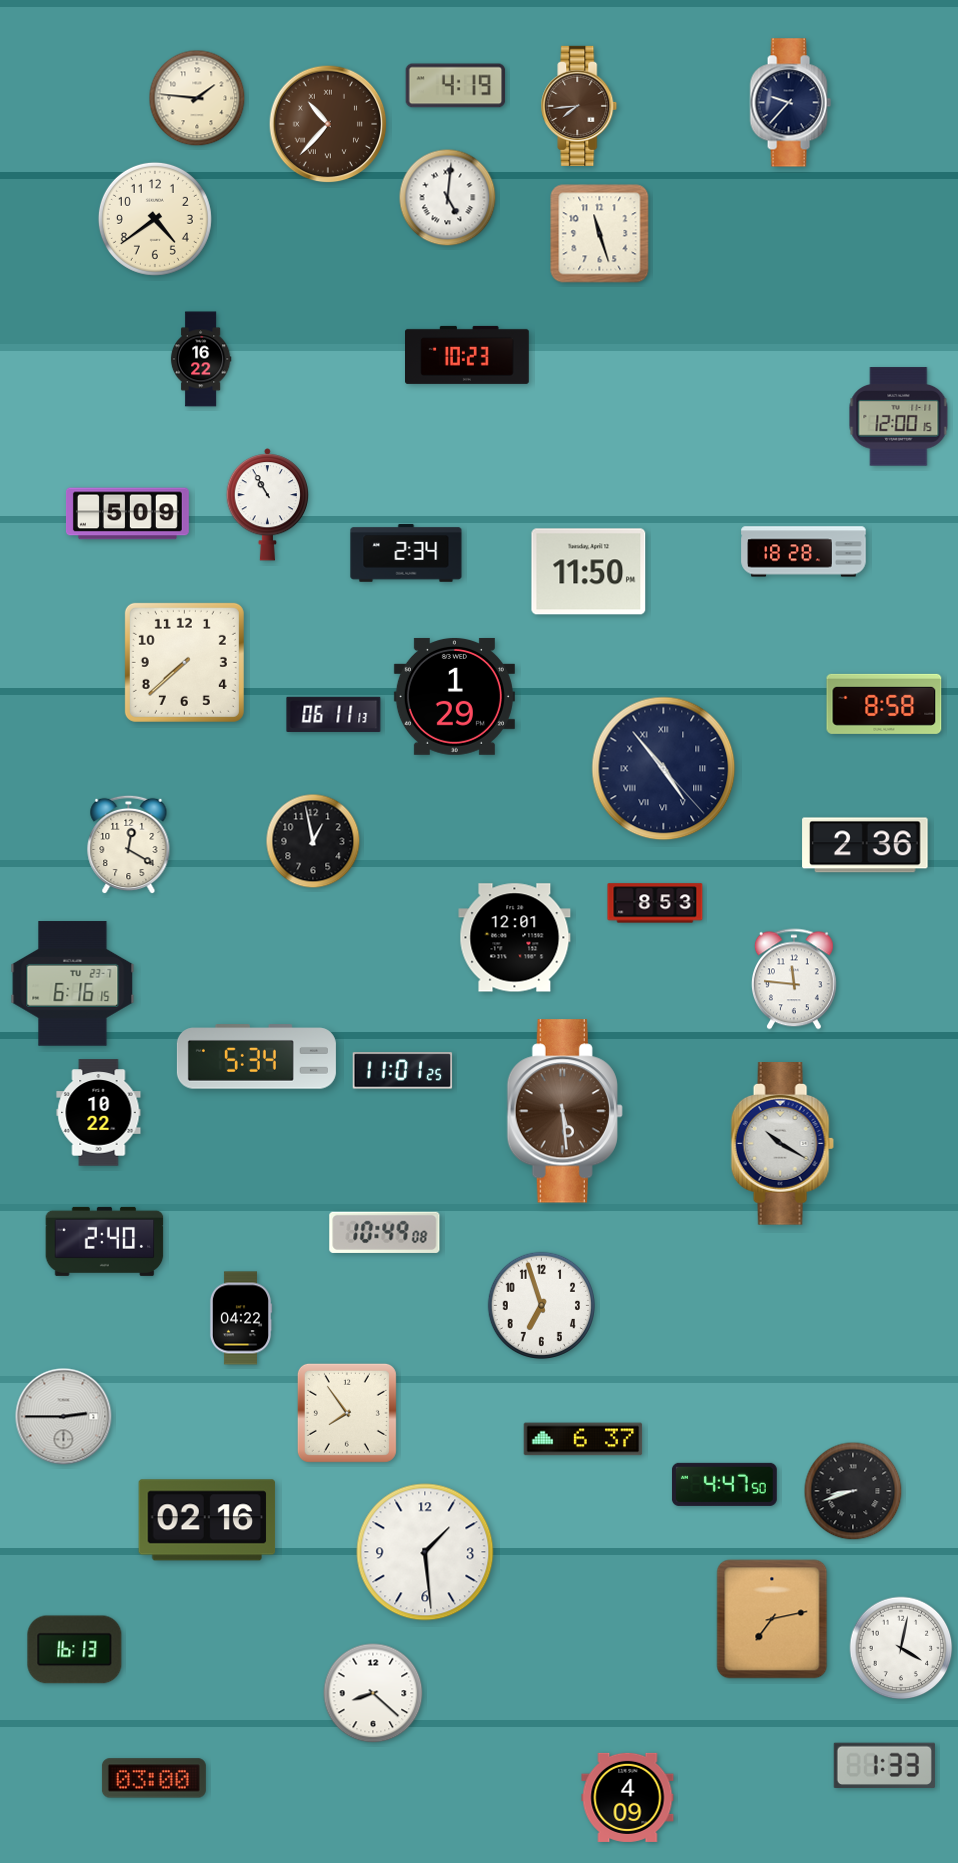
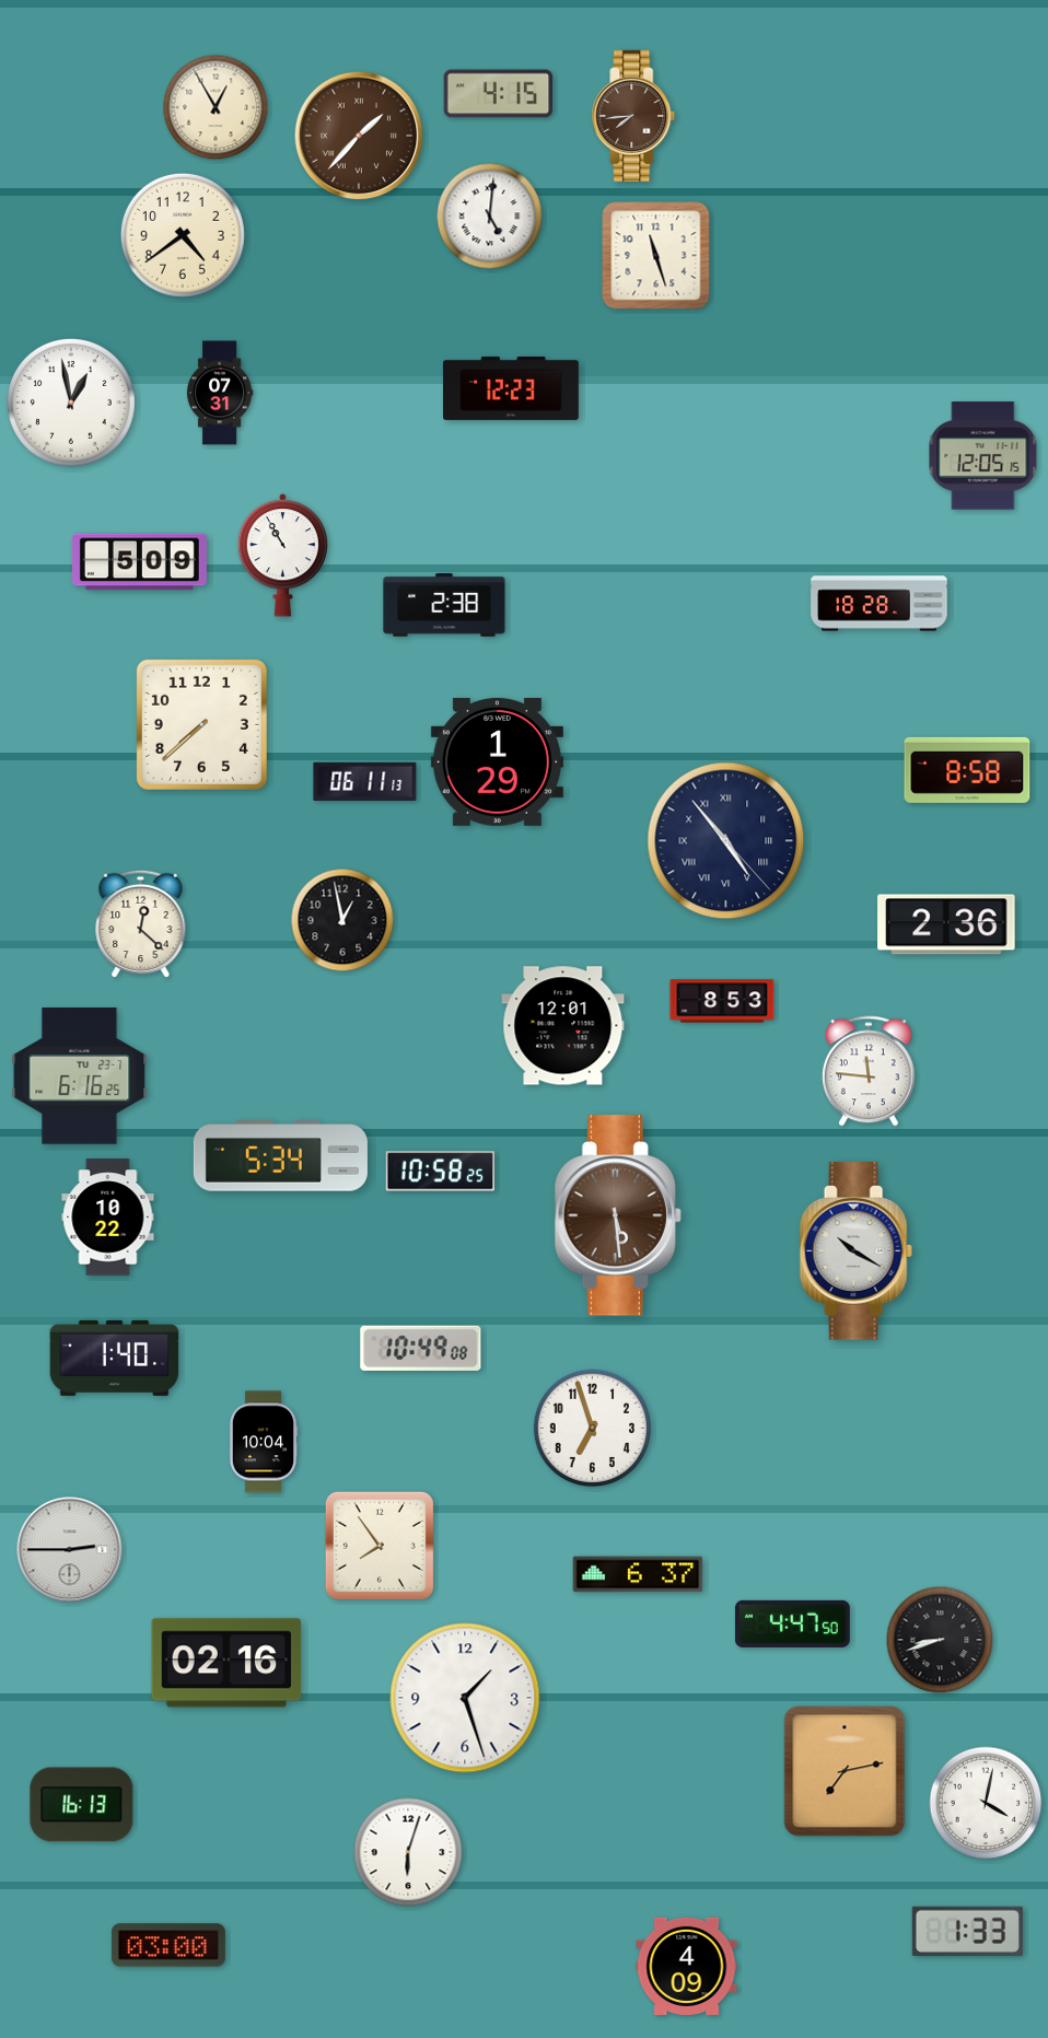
clock at (456, 86): 4:19 -> 4:15
clock at (197, 98): 1:46 -> 12:55
clock at (790, 103): 9:37 -> none
clock at (328, 124): 10:37 -> 1:37
clock at (155, 219) position: (155, 219) -> (183, 235)
clock at (468, 355): 10:23 -> 12:23
clock at (201, 359): 16:22 -> 07:31
clock at (71, 403): none -> 12:58
clock at (899, 417): 12:00 -> 12:05
clock at (268, 505) position: (268, 505) -> (283, 556)
clock at (406, 554): 2:34 -> 2:38
clock at (589, 572): 11:50 -> none
clock at (129, 845): 12:20 -> 12:22
clock at (655, 903) position: (655, 903) -> (722, 1001)
clock at (73, 984): 6:16:15 -> 6:16:25
clock at (403, 1071): 11:01 -> 10:58
clock at (105, 1241): 2:40 -> 1:40
clock at (241, 1318): 04:22 -> 10:04
clock at (853, 1491) position: (853, 1491) -> (940, 1640)
clock at (425, 1552): 1:29 -> 1:27
clock at (373, 1693): 8:22 -> 6:03
